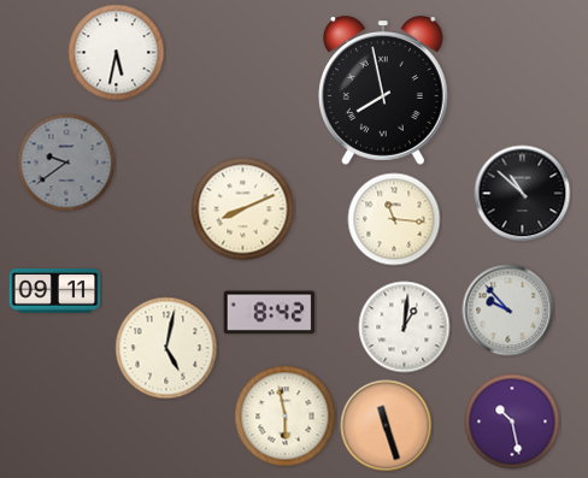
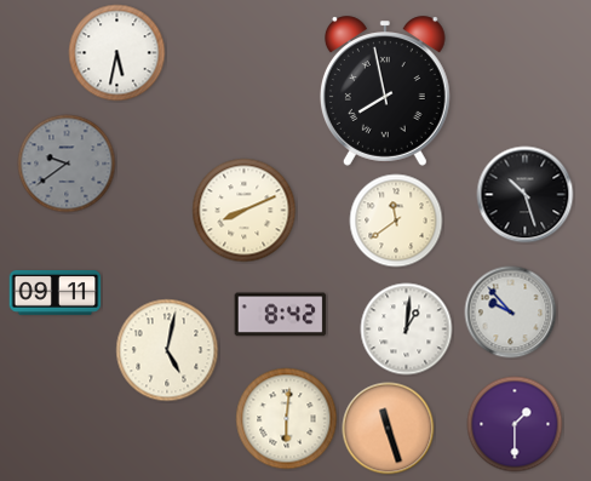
clock at (523, 194): 10:52 -> 10:27
clock at (394, 219): 11:16 -> 11:39
clock at (270, 313) position: (270, 313) -> (281, 315)
clock at (286, 417): 5:58 -> 6:01
clock at (512, 421): 10:28 -> 1:30
